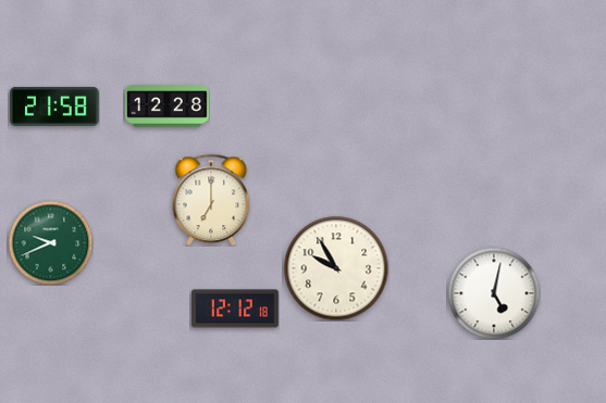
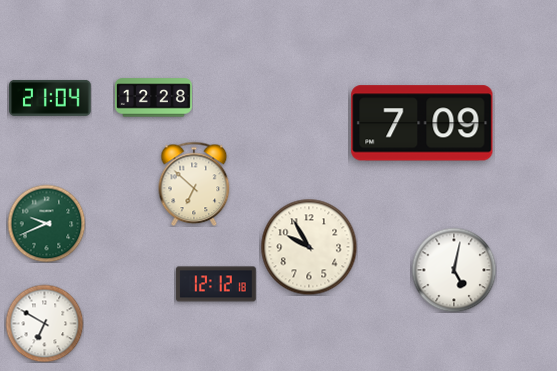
clock at (54, 106): 21:58 -> 21:04
clock at (422, 123): none -> 7:09
clock at (211, 200): 7:00 -> 6:52
clock at (44, 323): none -> 6:50
